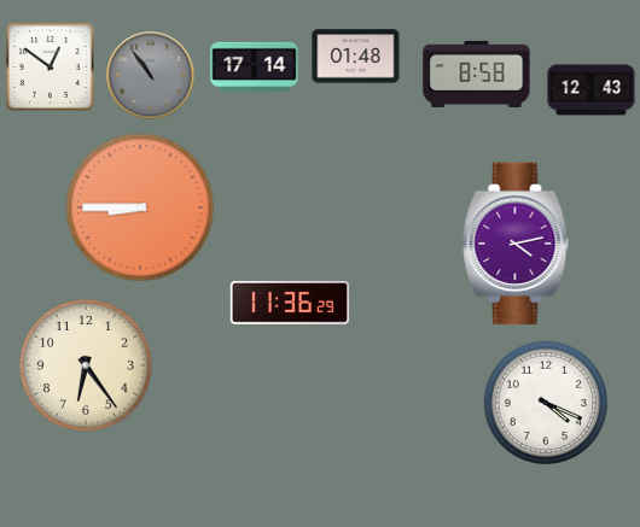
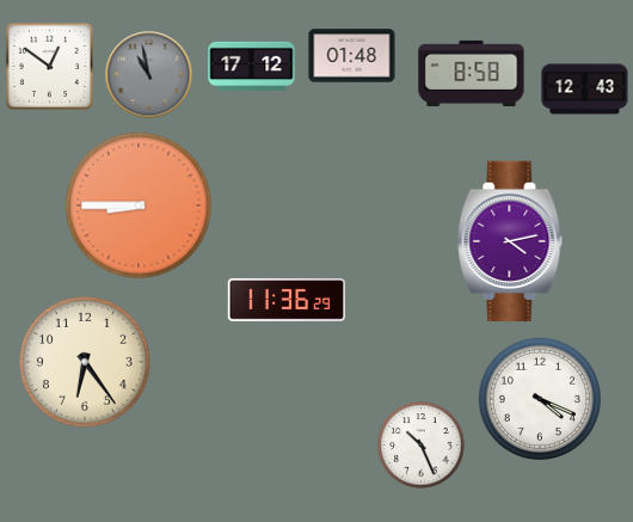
clock at (255, 66): 17:14 -> 17:12
clock at (151, 76): 10:54 -> 10:58
clock at (422, 446): none -> 10:26
